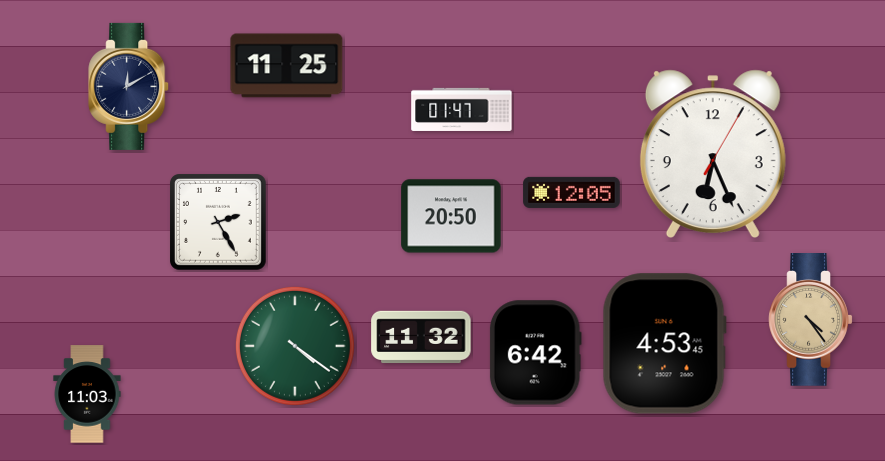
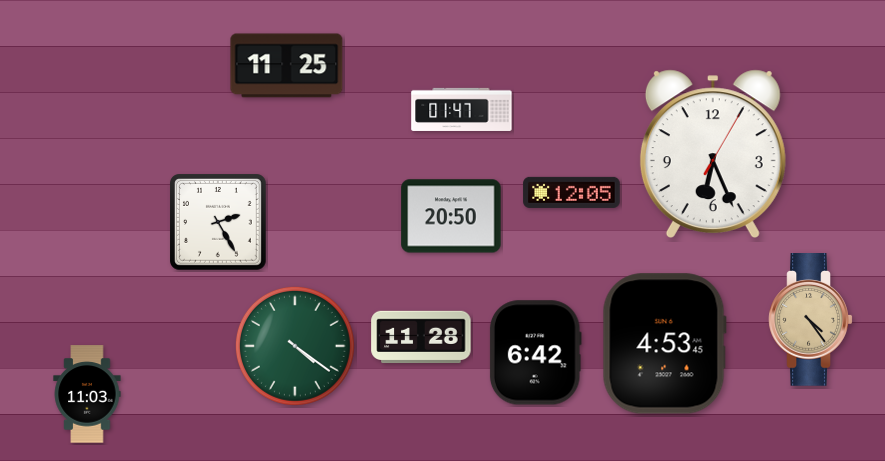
clock at (129, 86): 12:10 -> none
clock at (421, 337): 11:32 -> 11:28
